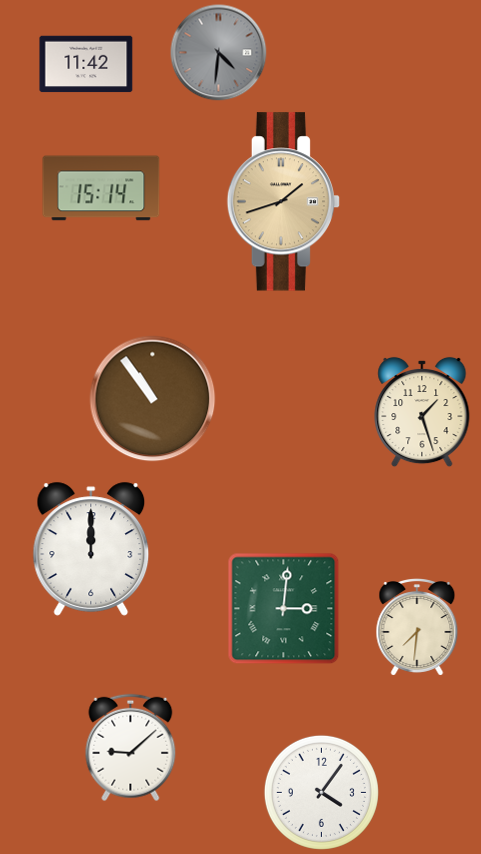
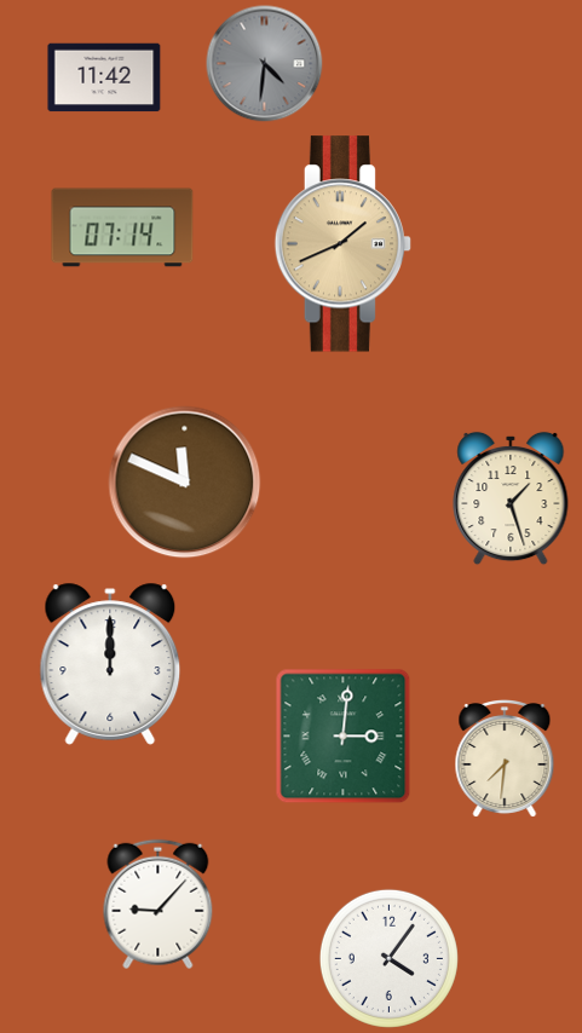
clock at (101, 188): 15:14 -> 07:14
clock at (283, 202): 1:42 -> 1:41
clock at (153, 399): 10:54 -> 11:49
clock at (131, 748): 9:08 -> 9:07
